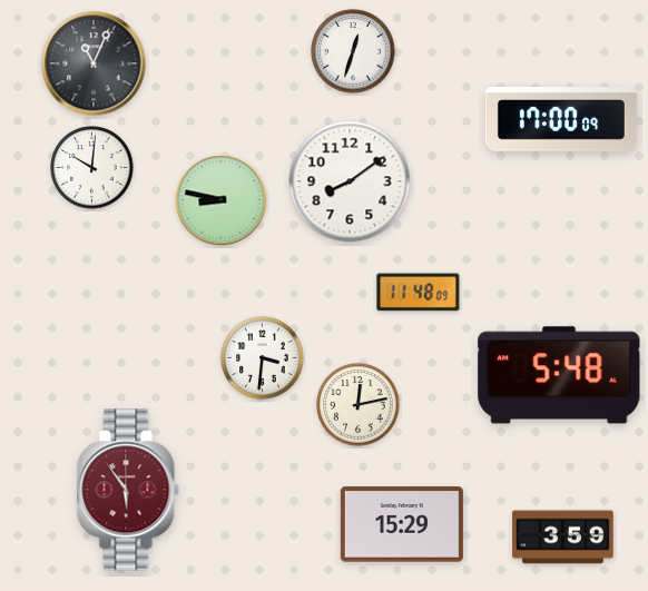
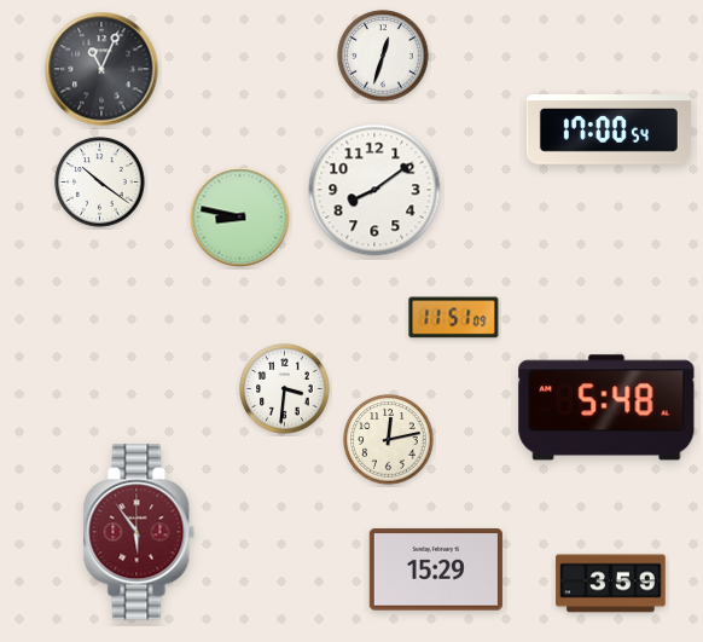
clock at (561, 120): 17:00:09 -> 17:00:54
clock at (92, 168): 10:01 -> 10:21
clock at (350, 181) position: (350, 181) -> (374, 190)
clock at (419, 293): 11:48 -> 11:51
